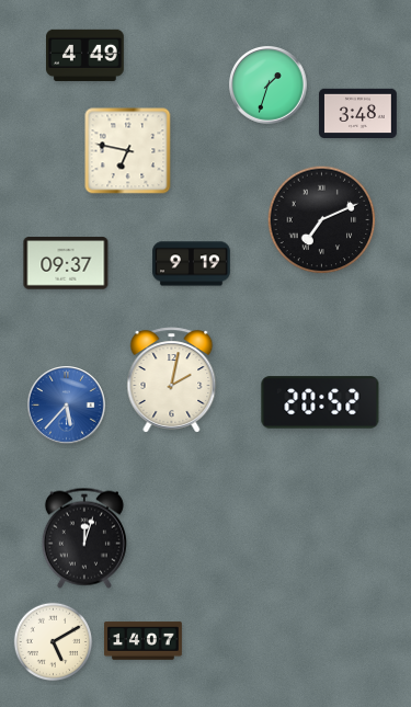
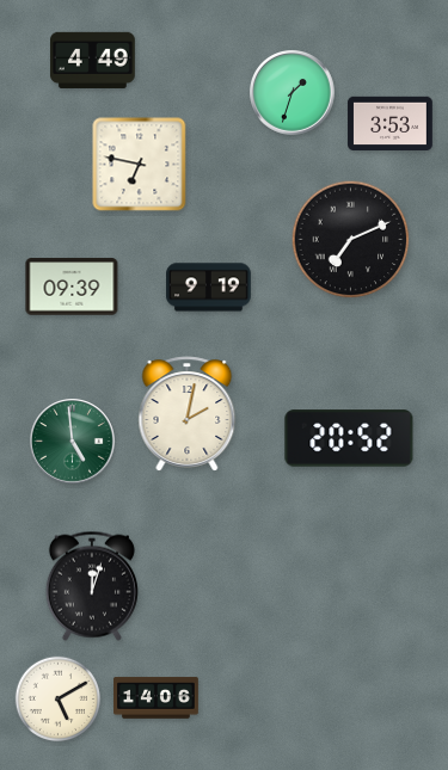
clock at (358, 114): 3:48 -> 3:53
clock at (66, 263): 09:37 -> 09:39
clock at (67, 406): 5:37 -> 4:59
clock at (67, 406) dial: blue -> green
clock at (144, 641): 14:07 -> 14:06
